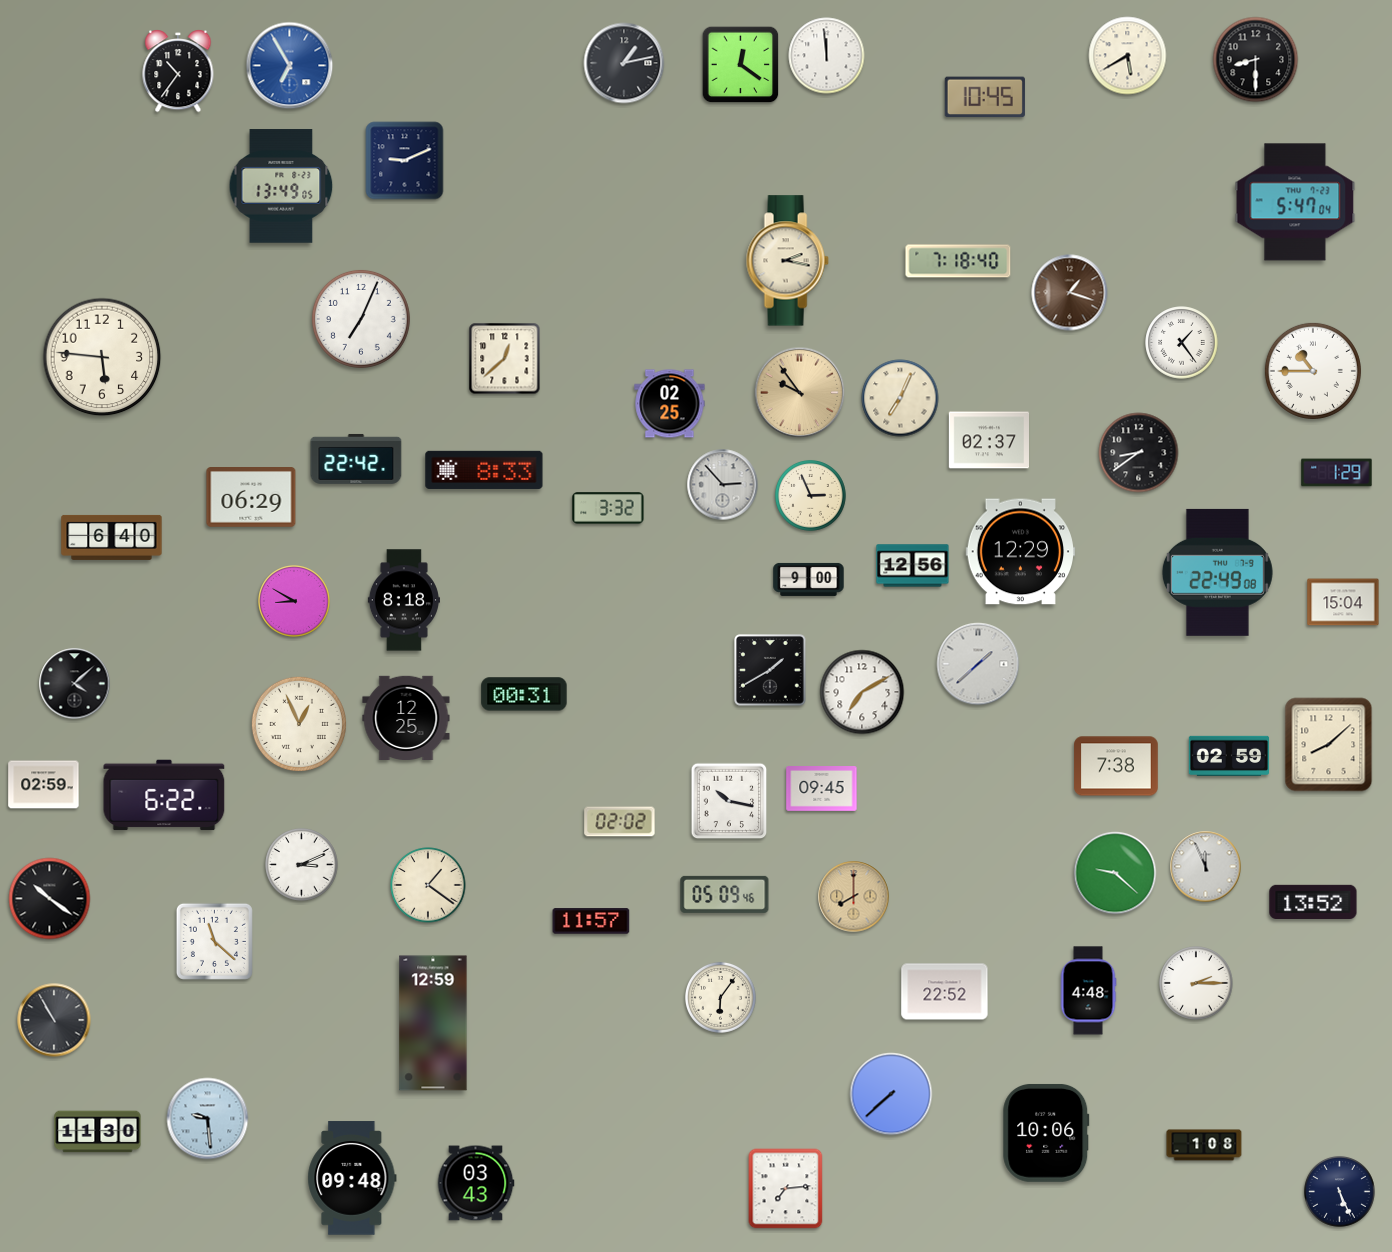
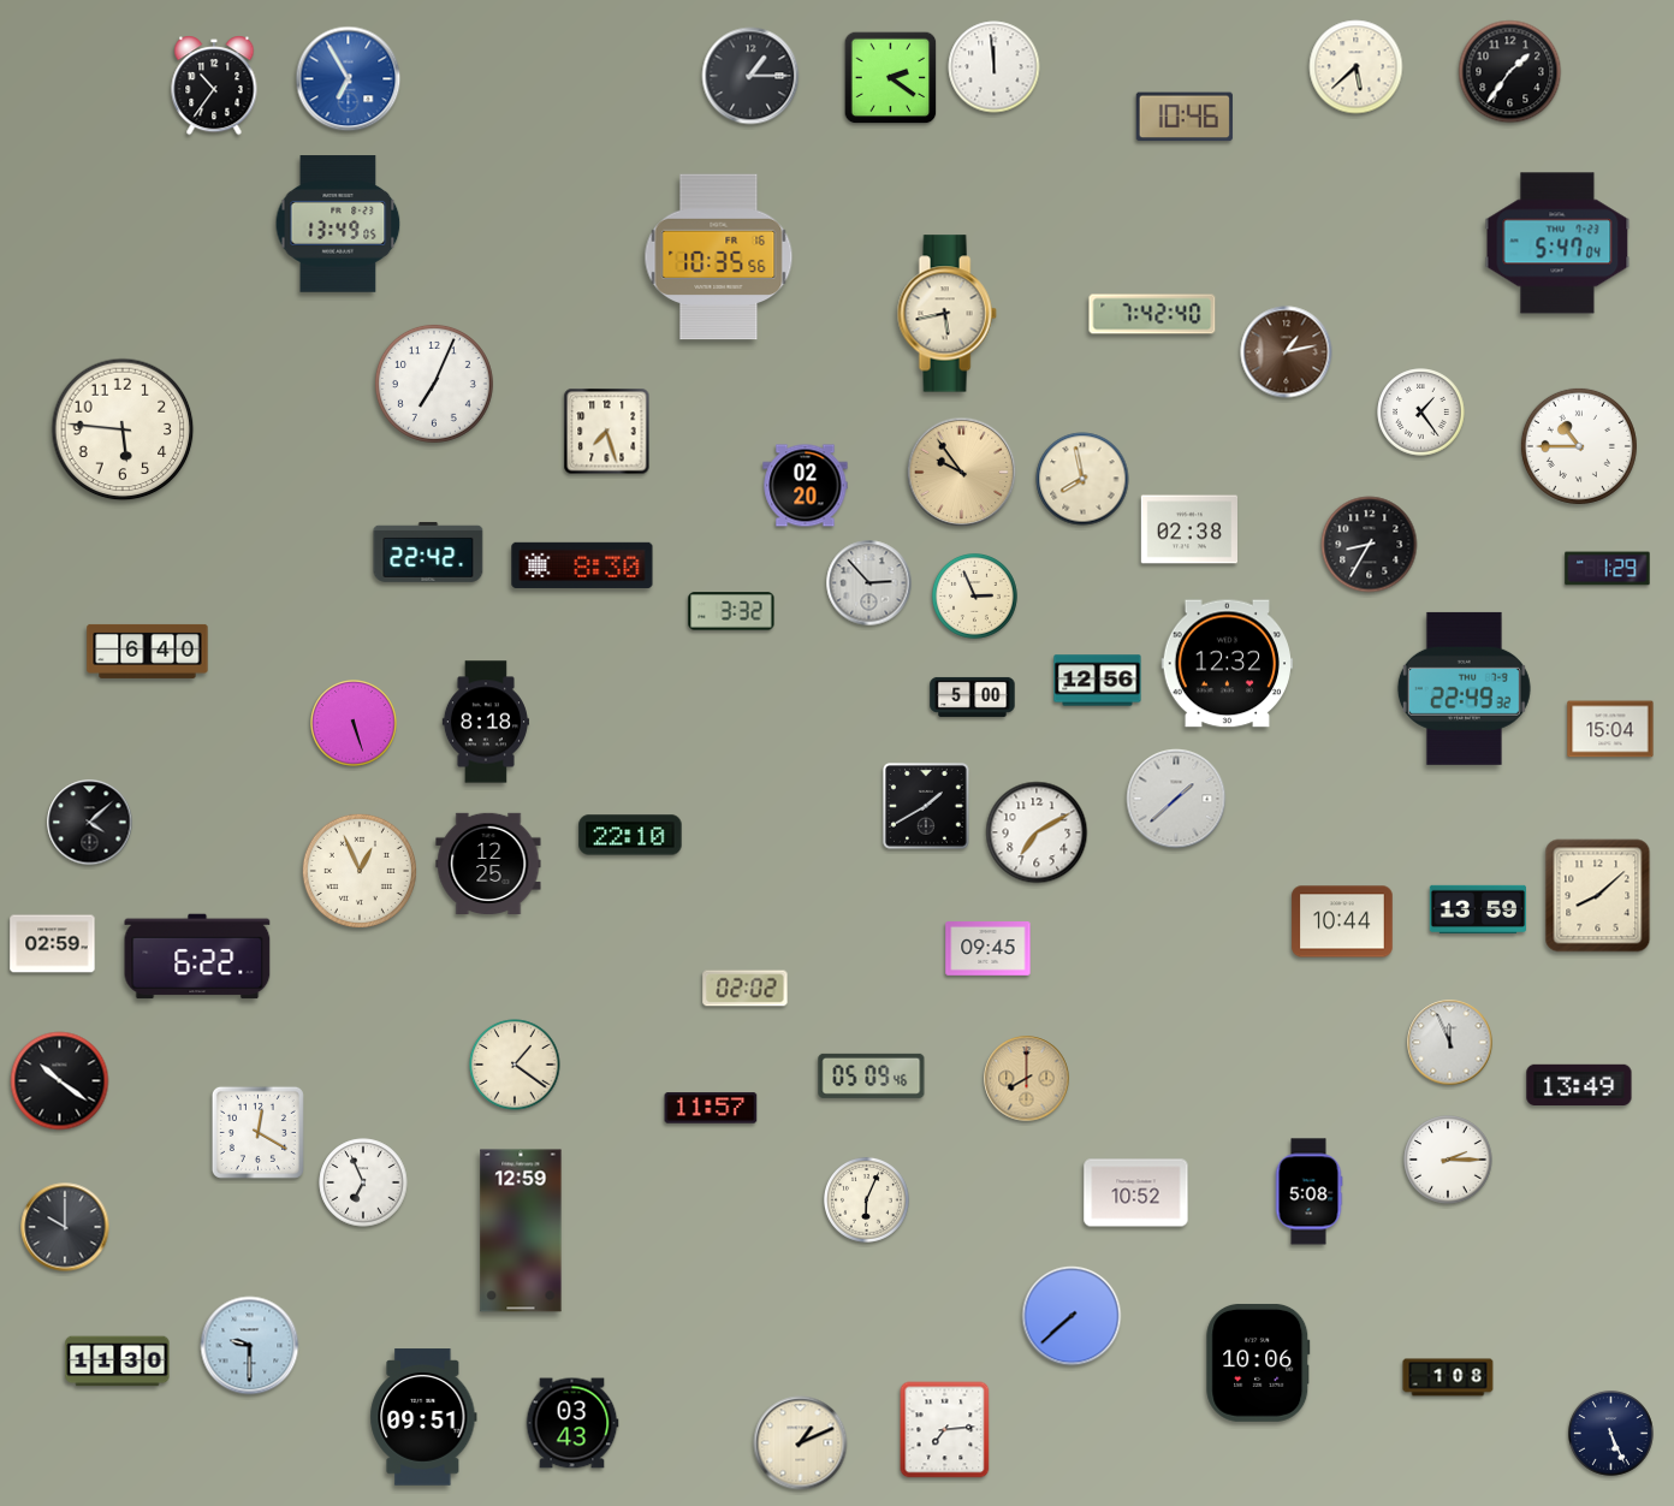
clock at (1128, 56): 5:40 -> 5:38
clock at (1256, 60): 8:30 -> 1:36
clock at (624, 63): 1:13 -> 1:15
clock at (741, 65): 12:21 -> 2:21
clock at (985, 97): 10:45 -> 10:46
clock at (405, 161): 9:11 -> none
clock at (719, 257): none -> 10:35
clock at (787, 261): 2:17 -> 5:43
clock at (958, 261): 7:18 -> 7:42
clock at (1070, 293): 1:18 -> 1:13
clock at (505, 359): 12:38 -> 7:27
clock at (900, 398): 7:04 -> 7:58
clock at (670, 404): 02:25 -> 02:20
clock at (988, 440): 02:37 -> 02:38
clock at (1139, 453): 8:39 -> 8:35
clock at (484, 470): 8:33 -> 8:30
clock at (251, 497): 06:29 -> none
clock at (112, 537) position: (112, 537) -> (148, 651)
clock at (1021, 552): 12:29 -> 12:32
clock at (1217, 572): 22:49:08 -> 22:49:32
clock at (809, 579): 9:00 -> 5:00
clock at (295, 602): 8:50 -> 5:27
clock at (1343, 602) position: (1343, 602) -> (1610, 729)
clock at (524, 694): 00:31 -> 22:10
clock at (1229, 755): 02:59 -> 13:59
clock at (1116, 766): 7:38 -> 10:44
clock at (729, 801): 10:17 -> none
clock at (302, 865): 3:11 -> none
clock at (1115, 873): 9:22 -> none
clock at (1313, 901): 13:52 -> 13:49
clock at (214, 941): 11:22 -> 12:20
clock at (363, 1182): none -> 6:56
clock at (1196, 983) position: (1196, 983) -> (1448, 1160)
clock at (1088, 991): 4:48 -> 5:08
clock at (945, 992): 22:52 -> 10:52
clock at (720, 998): 6:06 -> 6:04
clock at (54, 1020): 10:55 -> 10:00
clock at (208, 1119): 9:29 -> 9:30
clock at (352, 1178): 09:48 -> 09:51
clock at (801, 1443): none -> 1:11
